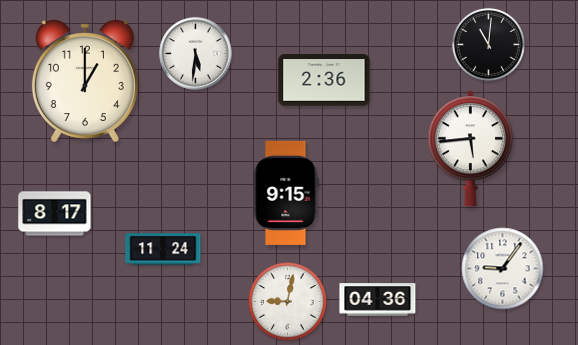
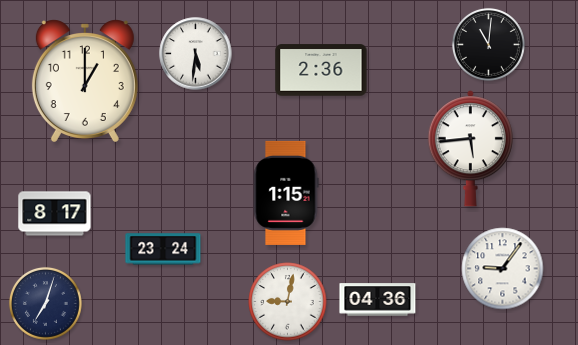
clock at (324, 80) position: (324, 80) -> (321, 70)
clock at (286, 193): 9:15 -> 1:15
clock at (163, 249): 11:24 -> 23:24
clock at (46, 304): none -> 7:03
